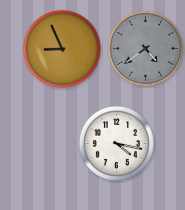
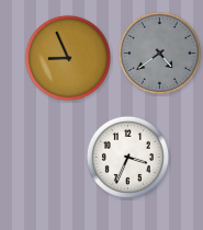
clock at (62, 49) position: (62, 49) -> (68, 58)
clock at (116, 143): 4:17 -> 3:34
